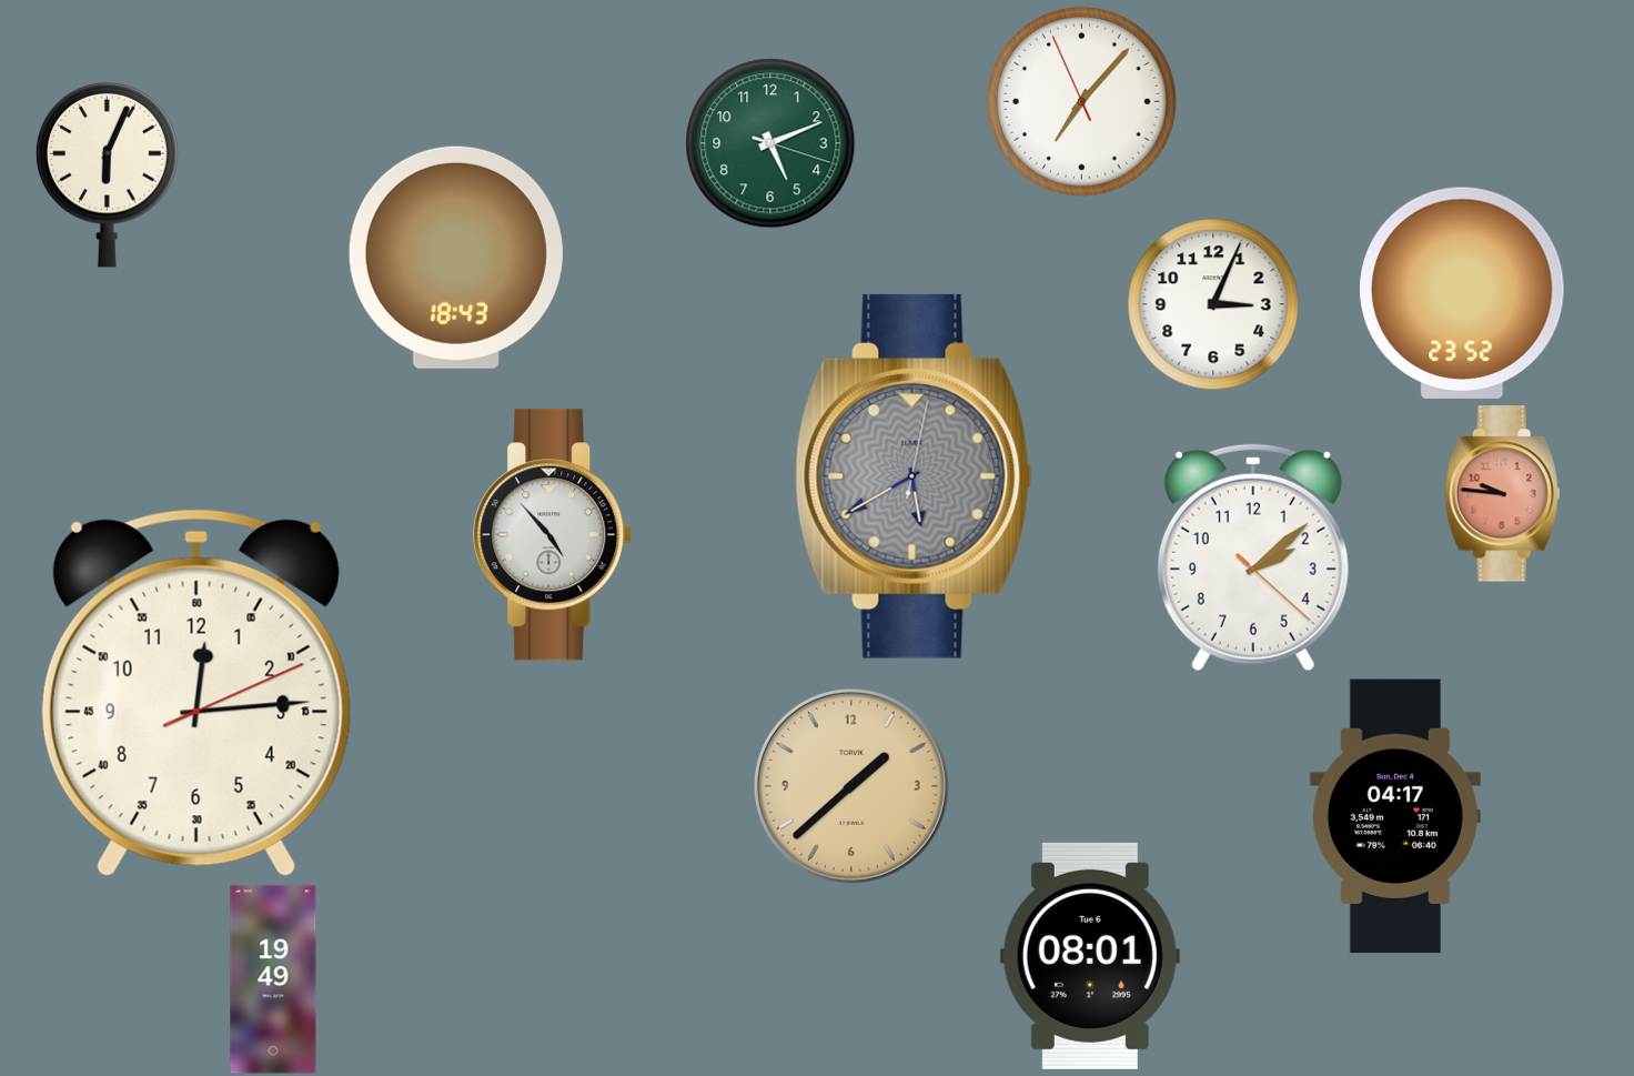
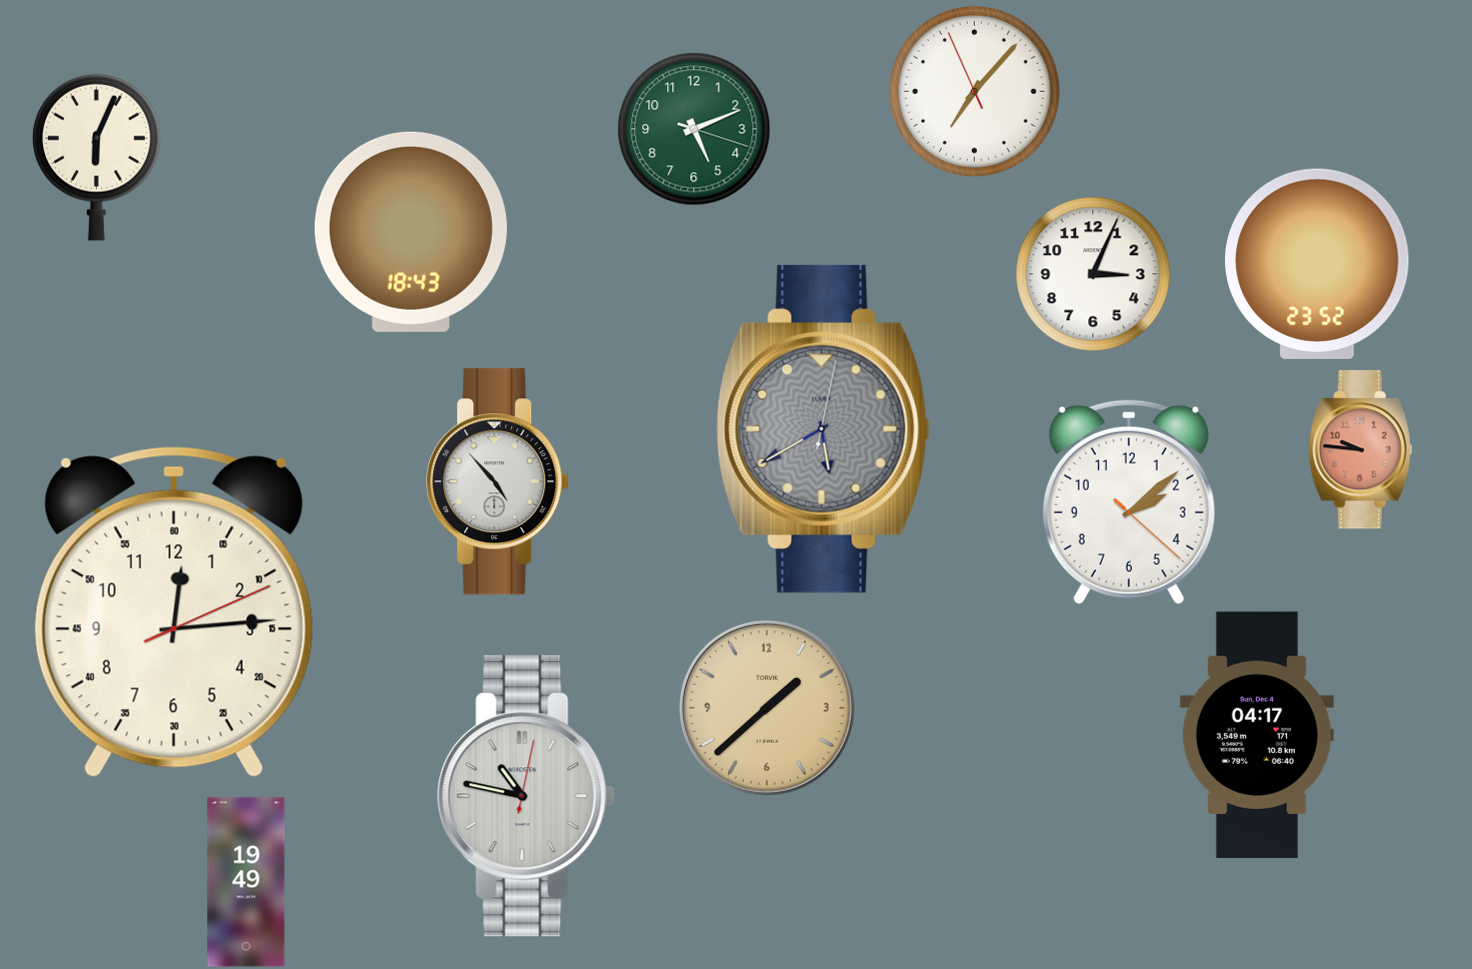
clock at (1502, 494) position: (1502, 494) -> (1360, 450)
clock at (196, 693) position: (196, 693) -> (174, 612)
clock at (526, 796): none -> 10:47
clock at (1090, 956): 08:01 -> none
